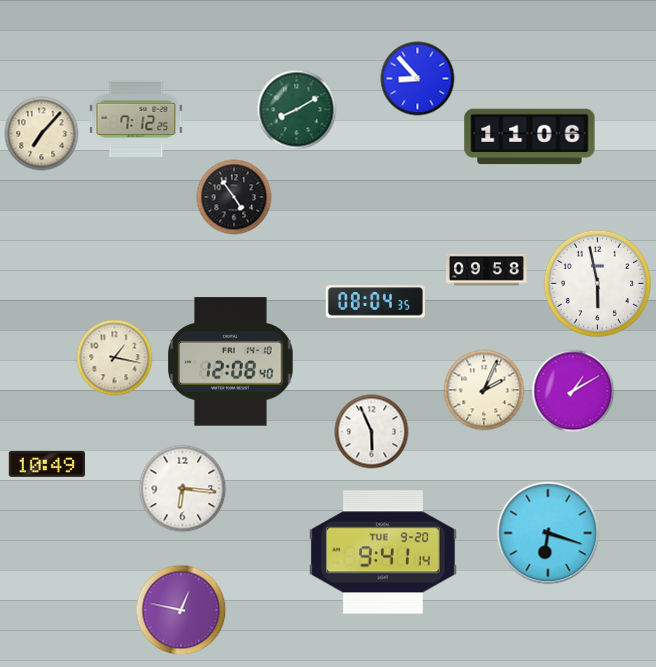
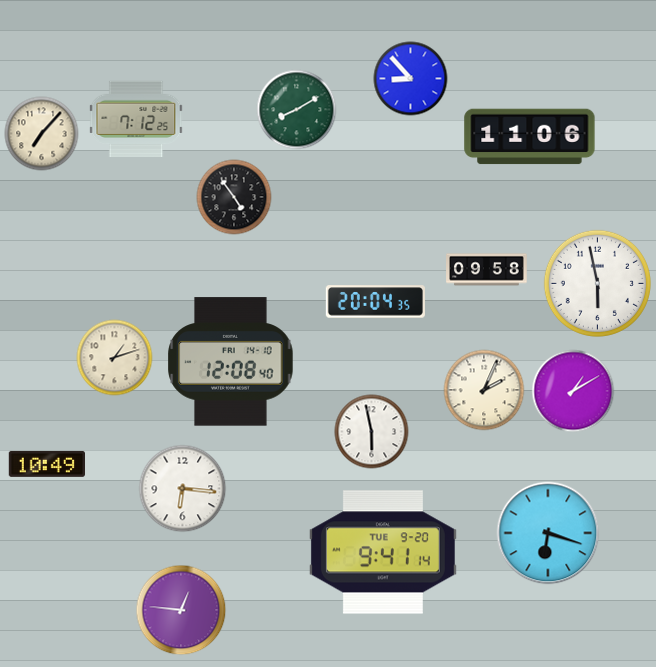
clock at (418, 79) position: (418, 79) -> (411, 79)
clock at (375, 302): 08:04 -> 20:04
clock at (115, 358): 1:17 -> 1:12
clock at (372, 432): 5:56 -> 5:58
clock at (181, 610): 12:47 -> 12:46
